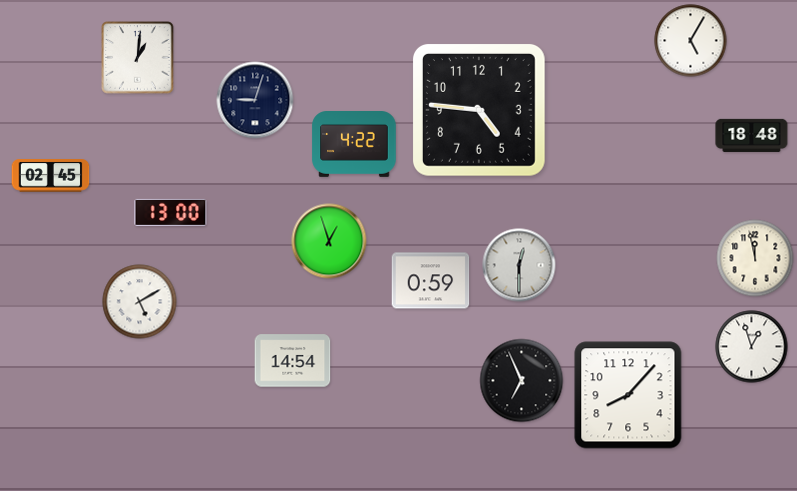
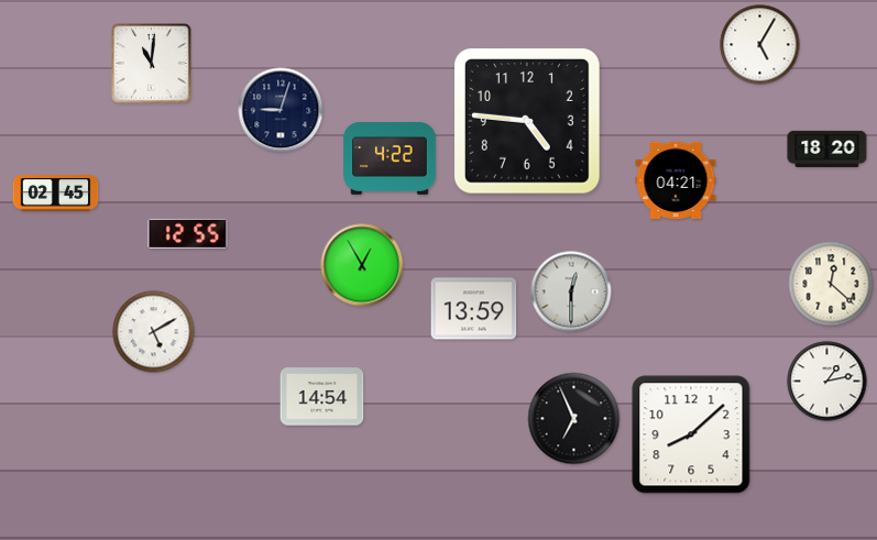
clock at (138, 58): 1:01 -> 11:01
clock at (752, 135): 18:48 -> 18:20
clock at (676, 179): none -> 04:21
clock at (171, 212): 13:00 -> 12:55
clock at (329, 241): 12:57 -> 12:55
clock at (755, 258): 11:58 -> 12:22
clock at (431, 281): 0:59 -> 13:59
clock at (752, 347): 12:57 -> 1:13
clock at (628, 395): 8:07 -> 8:08
